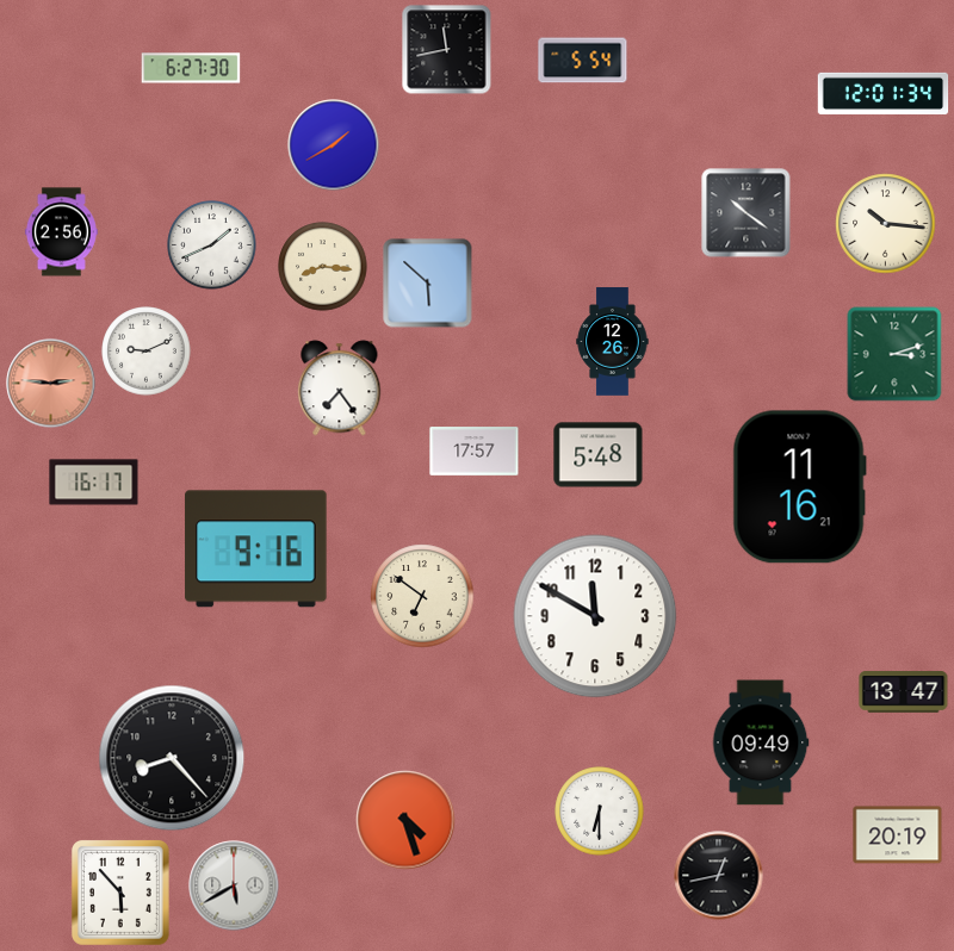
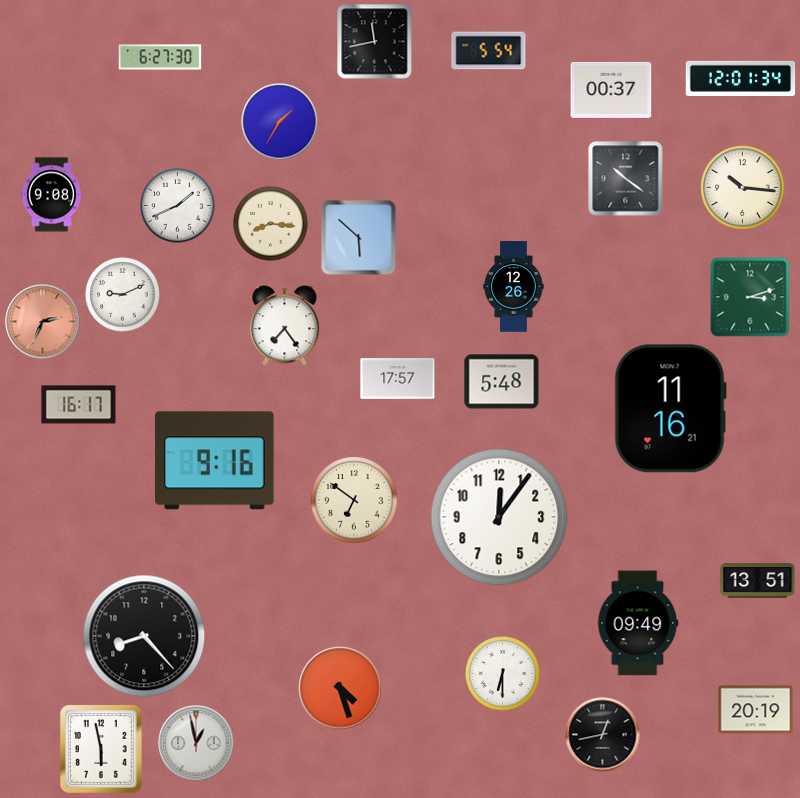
clock at (611, 90): none -> 00:37
clock at (334, 145): 1:40 -> 1:35
clock at (61, 232): 2:56 -> 9:08
clock at (51, 384): 2:46 -> 2:34
clock at (595, 616): 11:50 -> 12:06
clock at (904, 692): 13:47 -> 13:51
clock at (600, 812) position: (600, 812) -> (503, 674)
clock at (898, 835) position: (898, 835) -> (756, 710)
clock at (234, 885): 5:40 -> 12:58
clock at (120, 893): 5:53 -> 5:58
